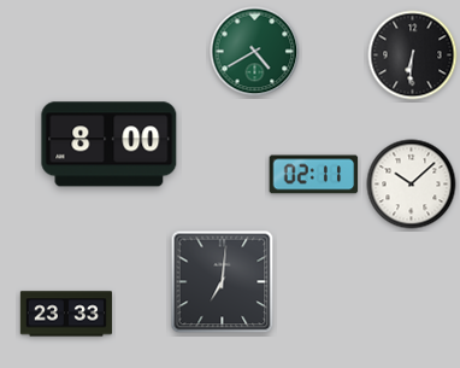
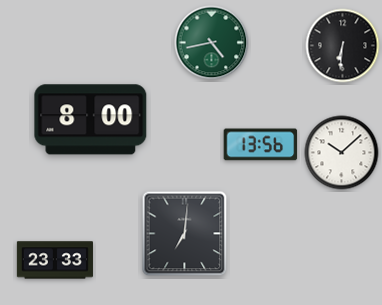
clock at (255, 52): 4:40 -> 4:43
clock at (314, 175): 02:11 -> 13:56
